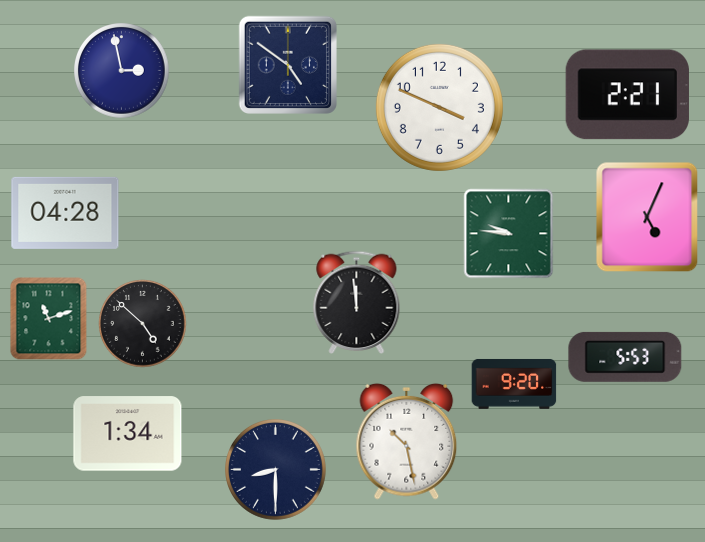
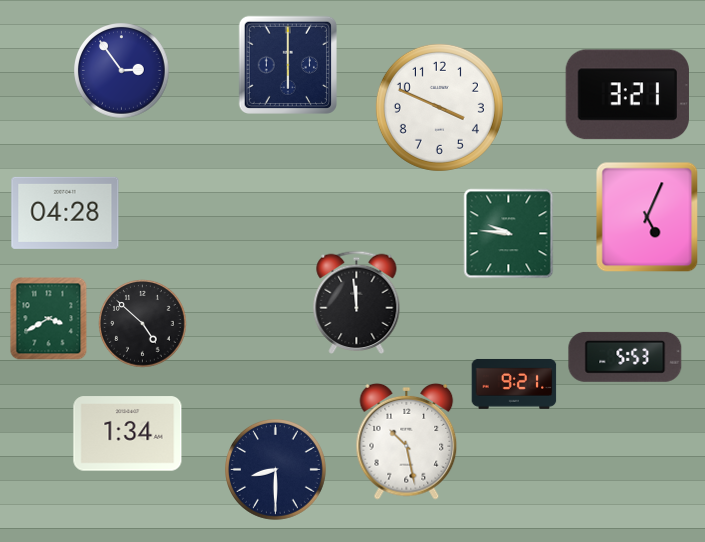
clock at (287, 64): 4:51 -> 6:00
clock at (122, 71): 2:58 -> 2:54
clock at (627, 95): 2:21 -> 3:21
clock at (49, 319): 11:12 -> 3:40
clock at (514, 384): 9:20 -> 9:21
